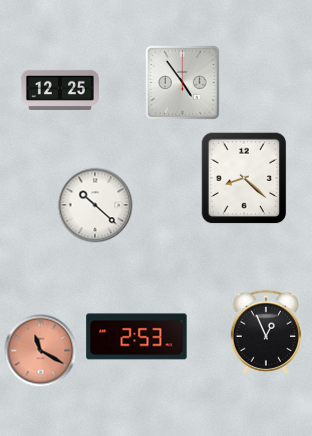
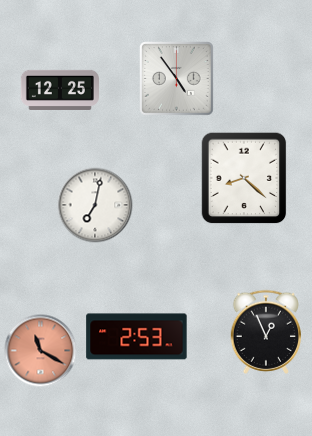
clock at (183, 83) position: (183, 83) -> (177, 79)
clock at (95, 205): 10:22 -> 7:02
